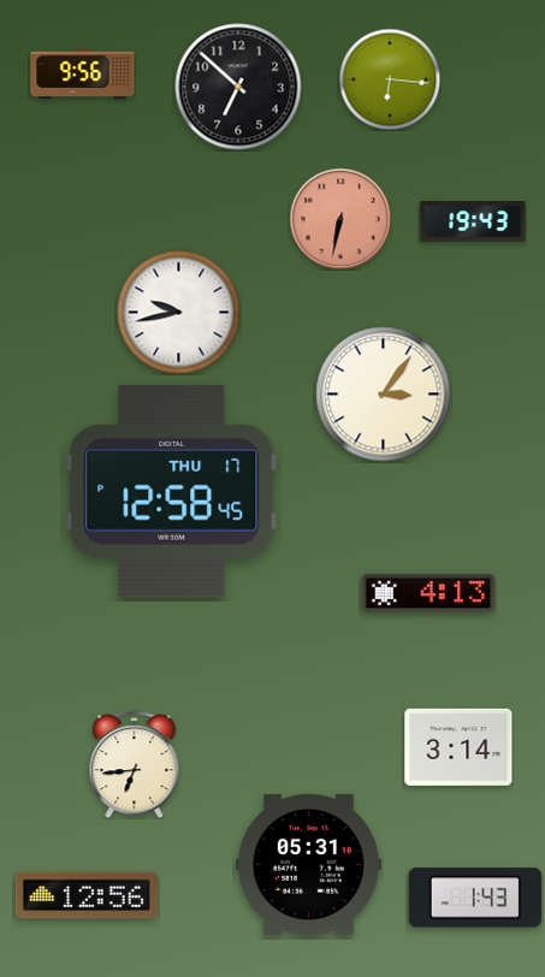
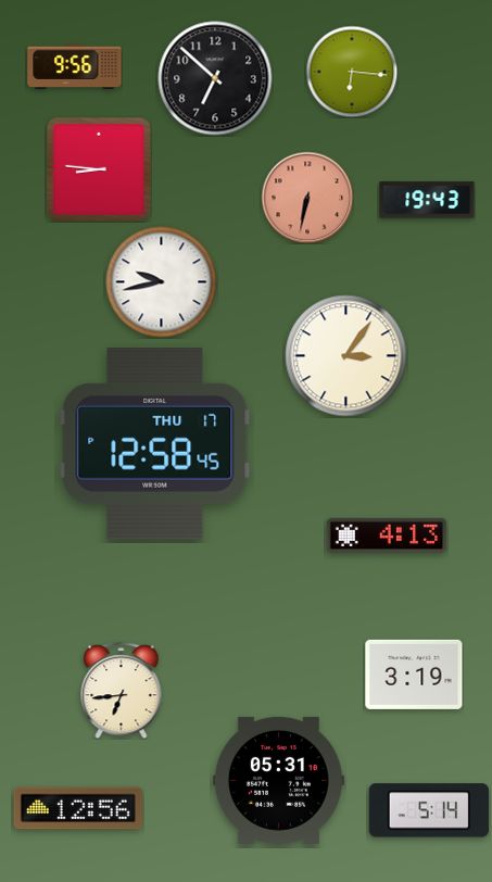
clock at (99, 169): none -> 8:46
clock at (458, 747): 3:14 -> 3:19
clock at (475, 898): 1:43 -> 5:14
